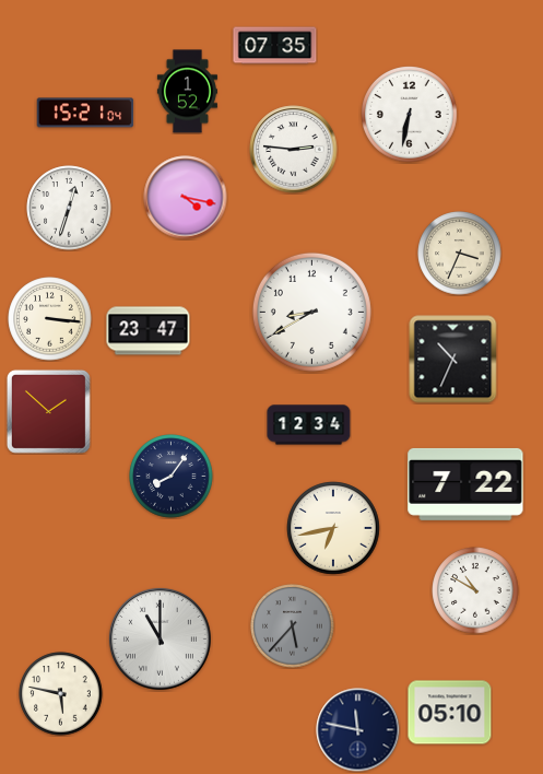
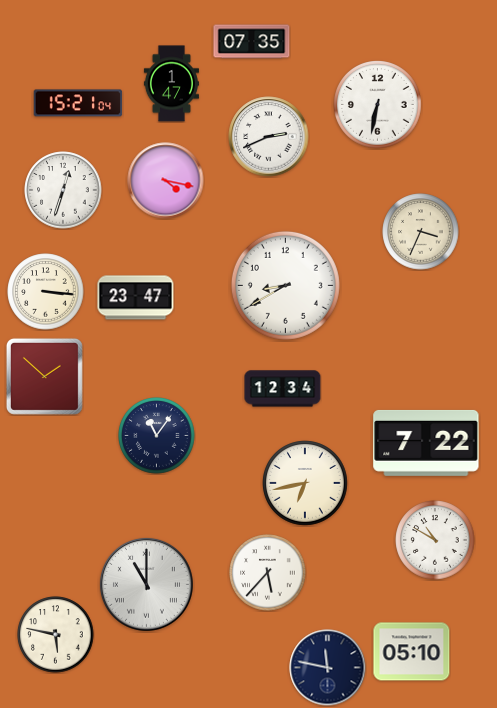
clock at (187, 92): 1:52 -> 1:47
clock at (410, 115) position: (410, 115) -> (378, 105)
clock at (294, 150): 2:46 -> 2:41
clock at (186, 198) position: (186, 198) -> (166, 181)
clock at (149, 331) position: (149, 331) -> (136, 298)
clock at (453, 360): 10:34 -> none
clock at (172, 477): 8:06 -> 11:06
clock at (293, 626) dial: grey -> white
